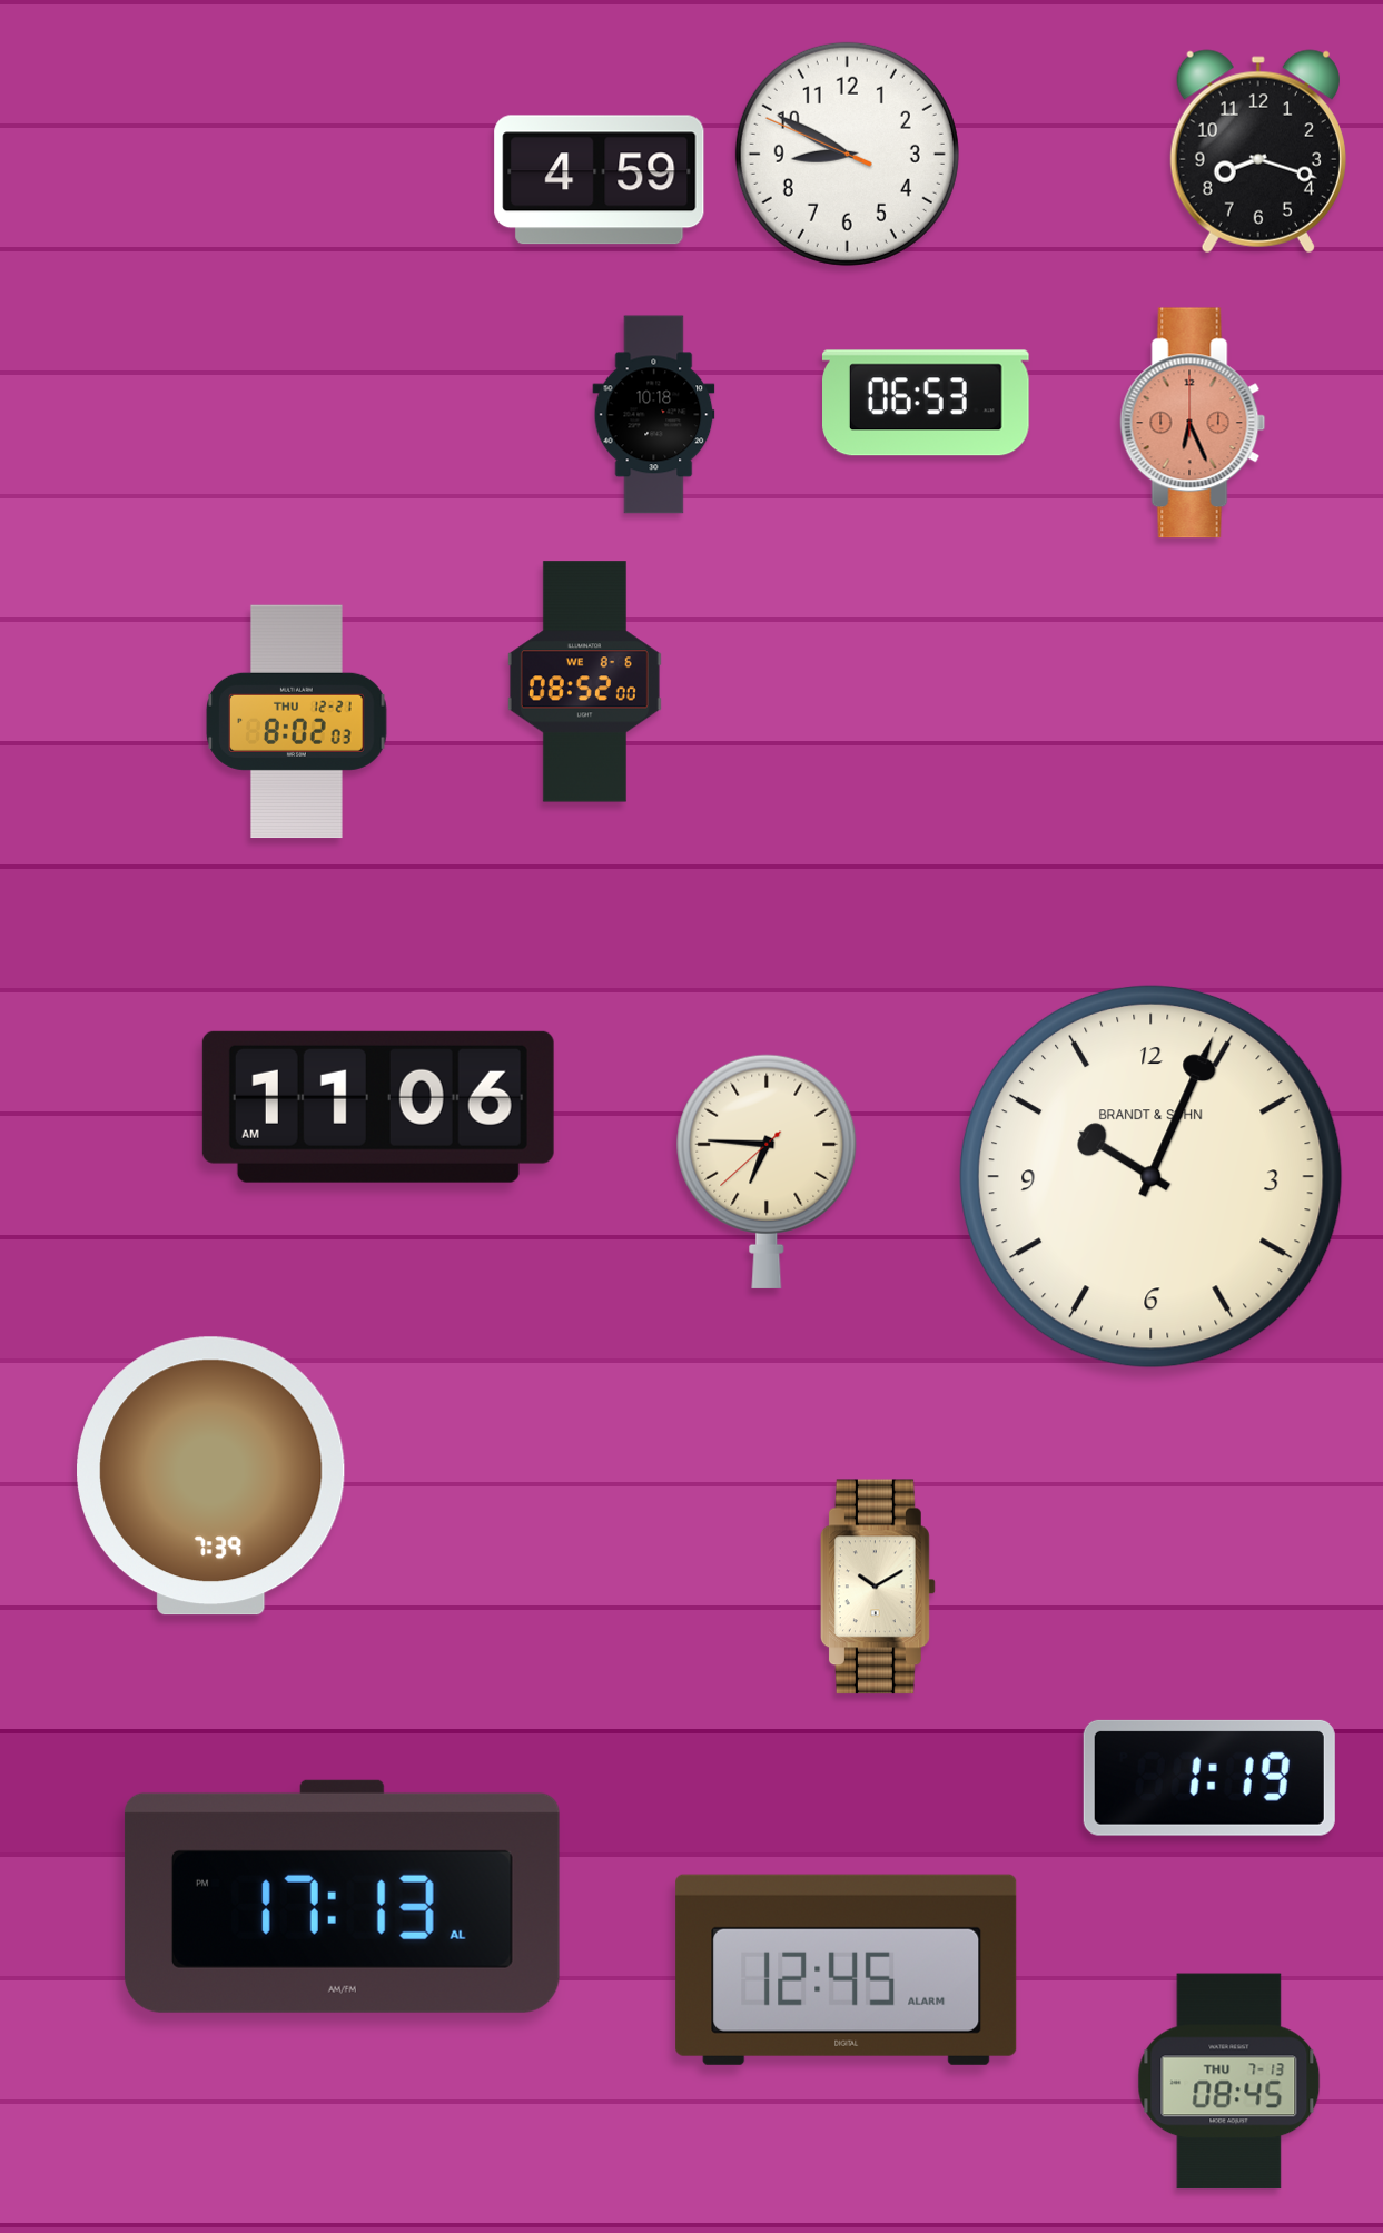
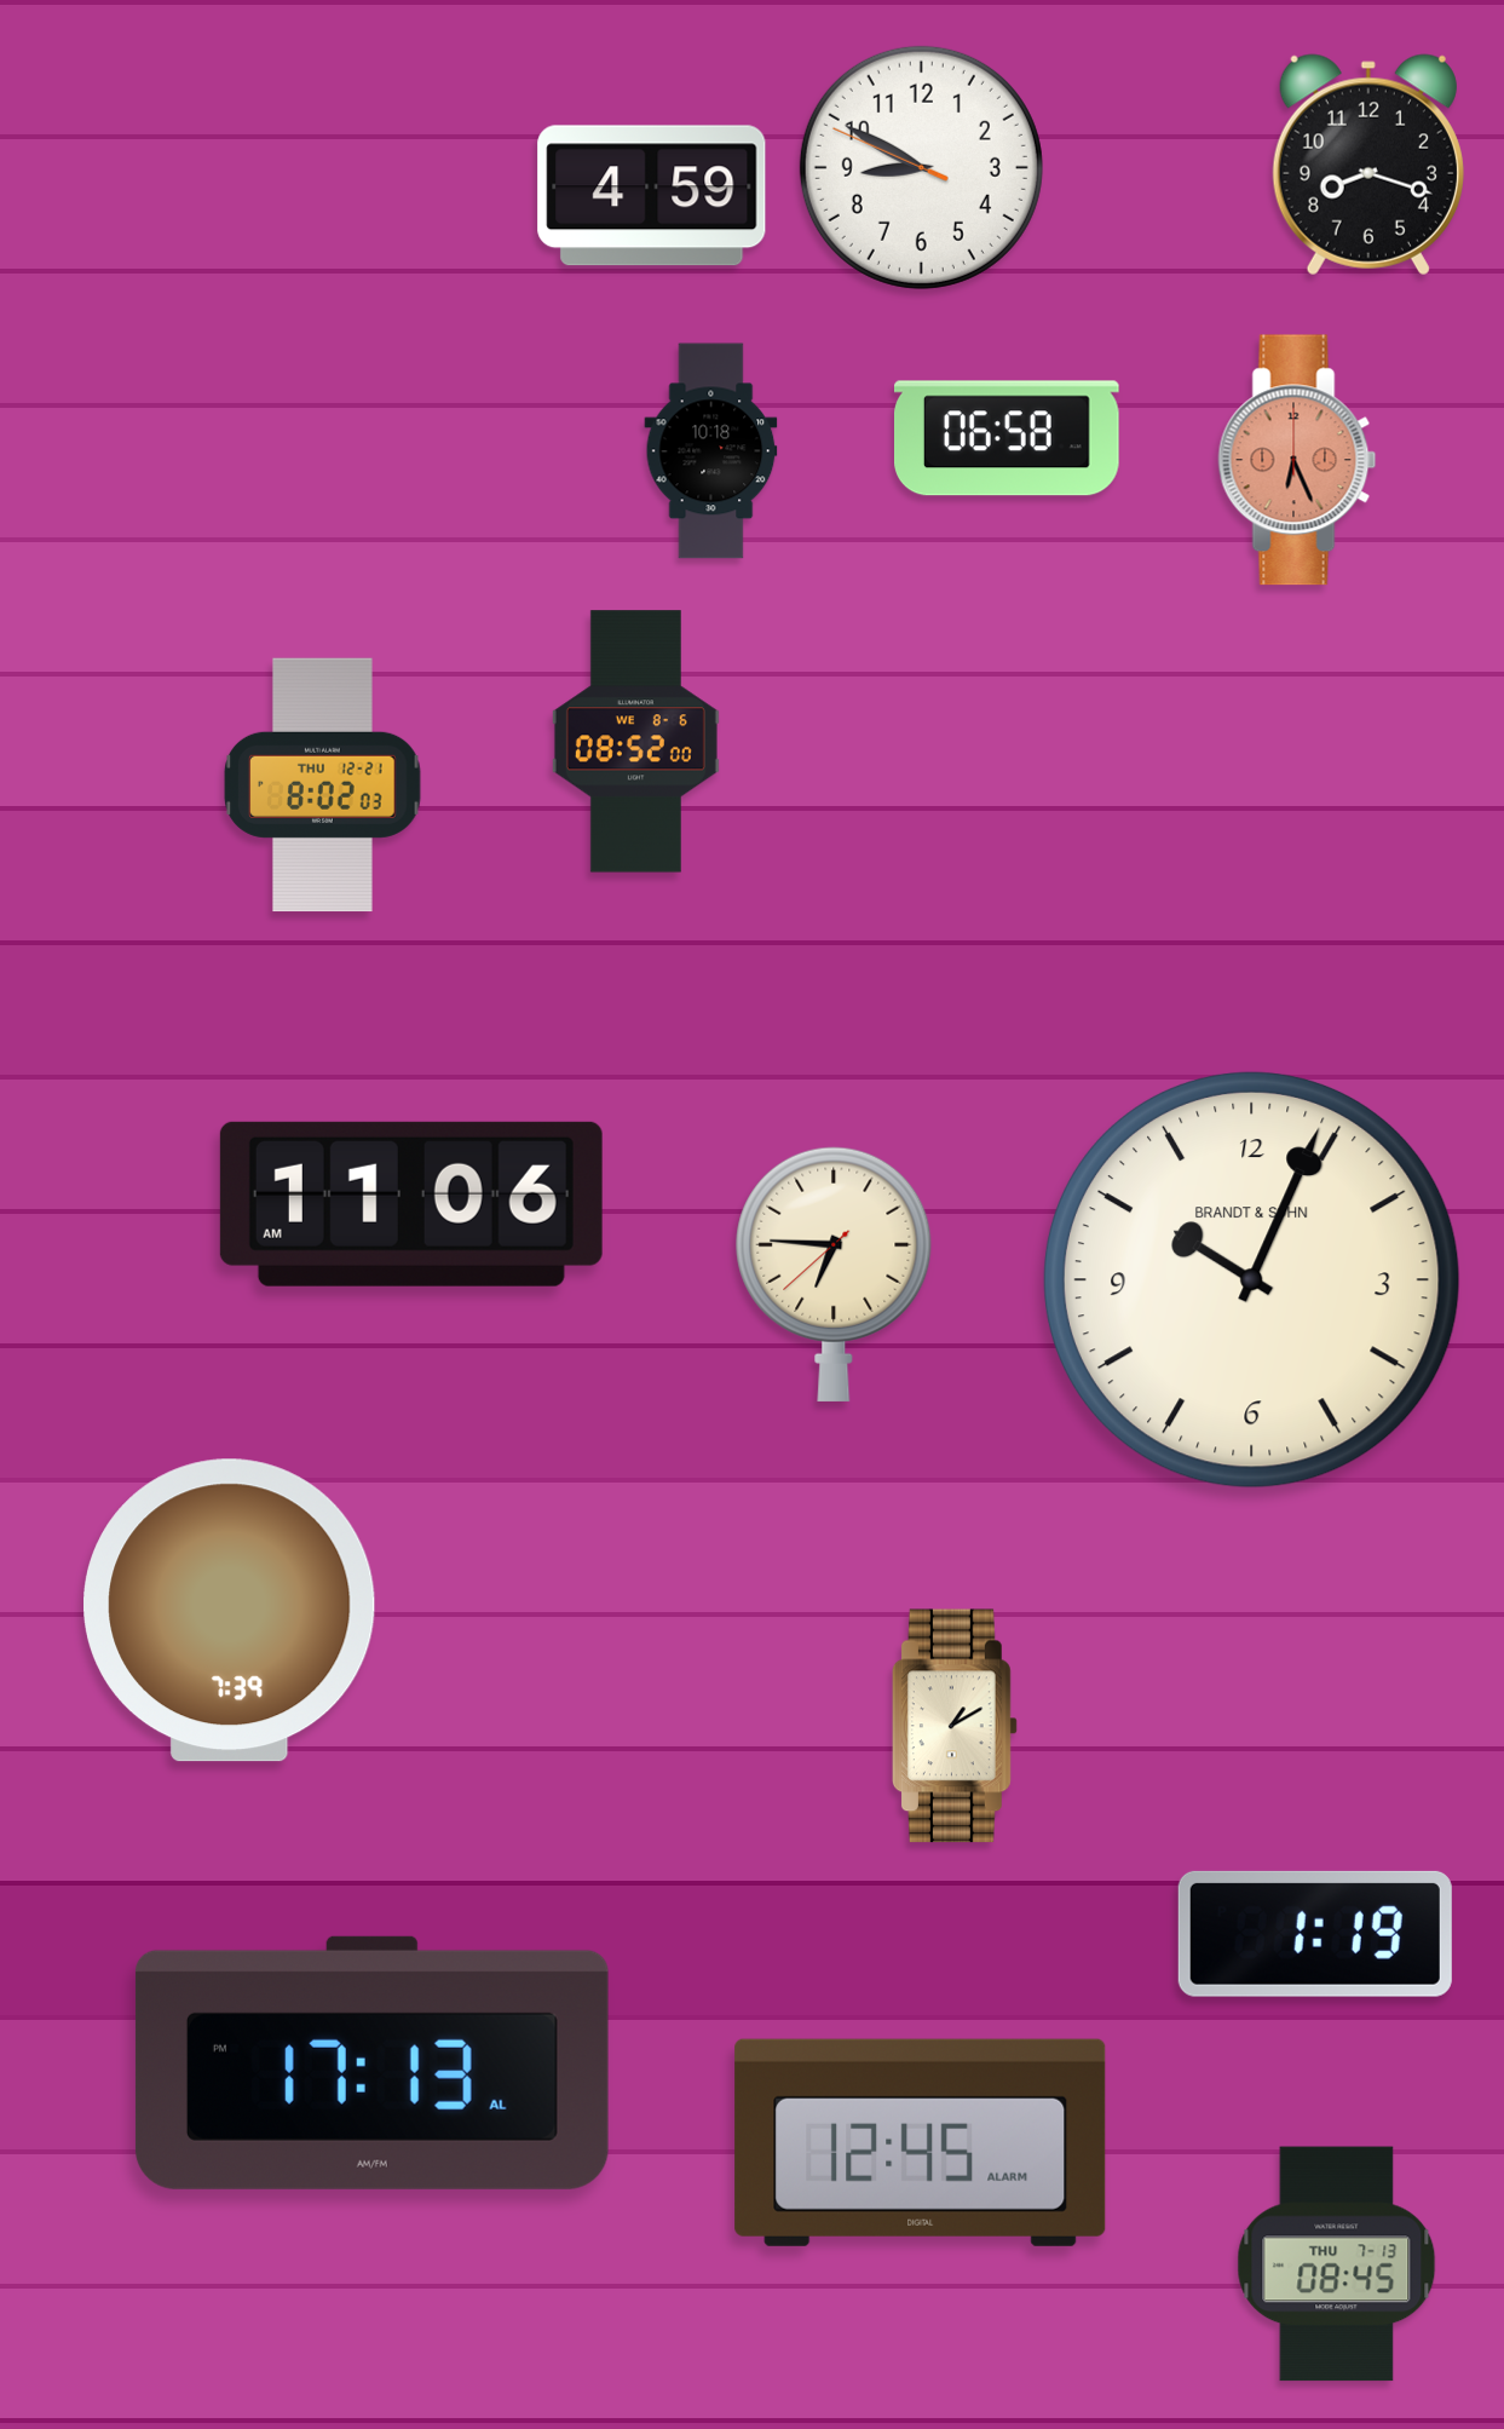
clock at (927, 403): 06:53 -> 06:58
clock at (211, 1476) position: (211, 1476) -> (230, 1611)
clock at (878, 1587): 10:10 -> 1:10
